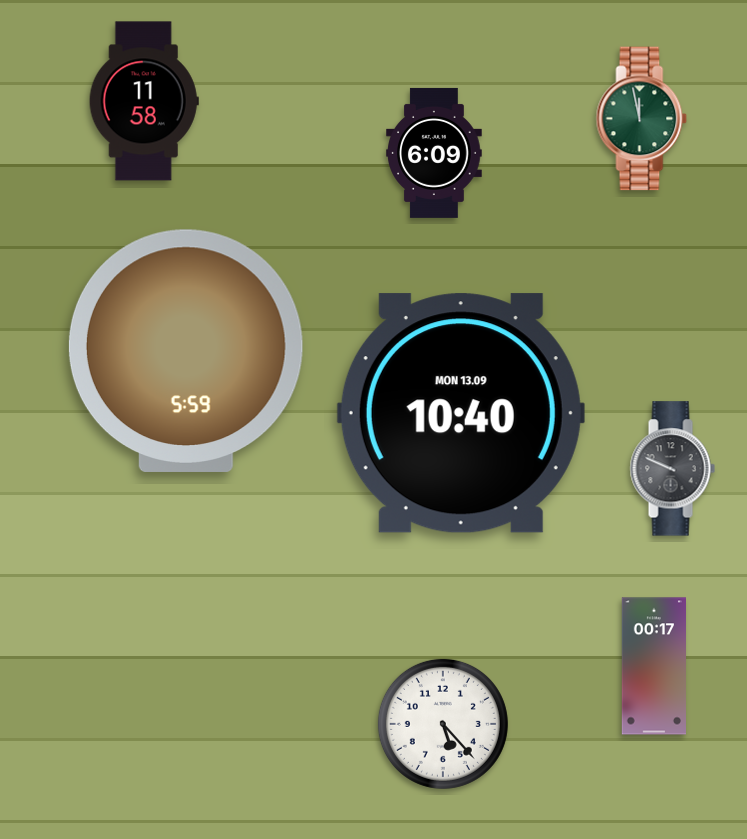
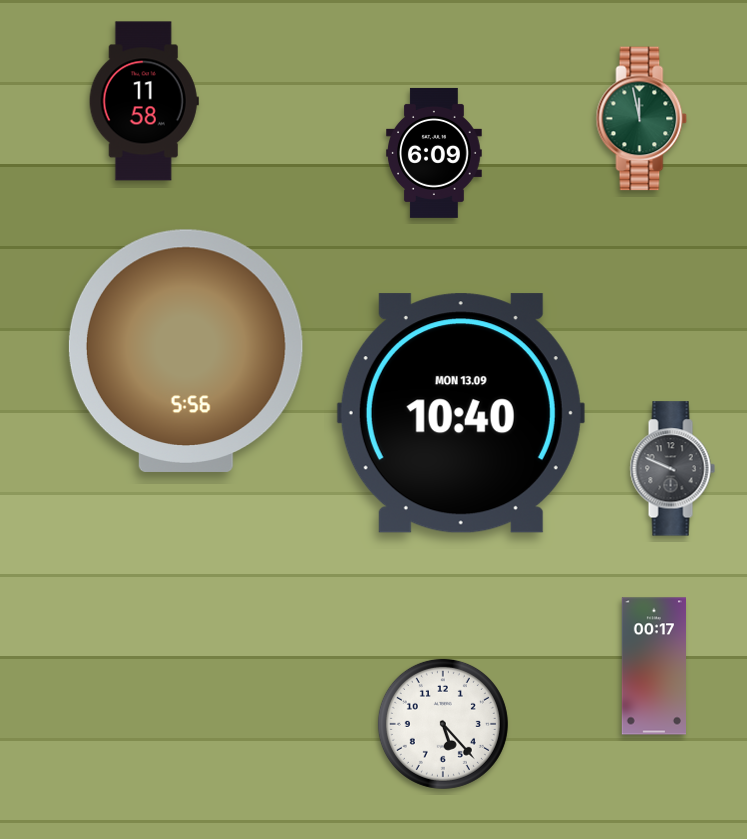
clock at (186, 351): 5:59 -> 5:56
